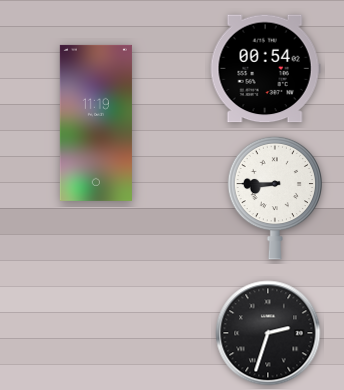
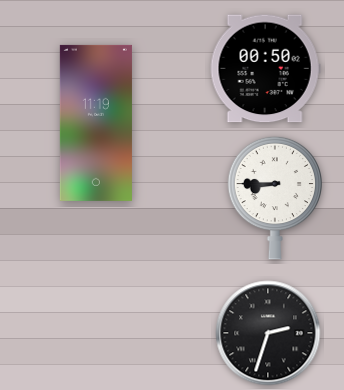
clock at (265, 69): 00:54 -> 00:50
